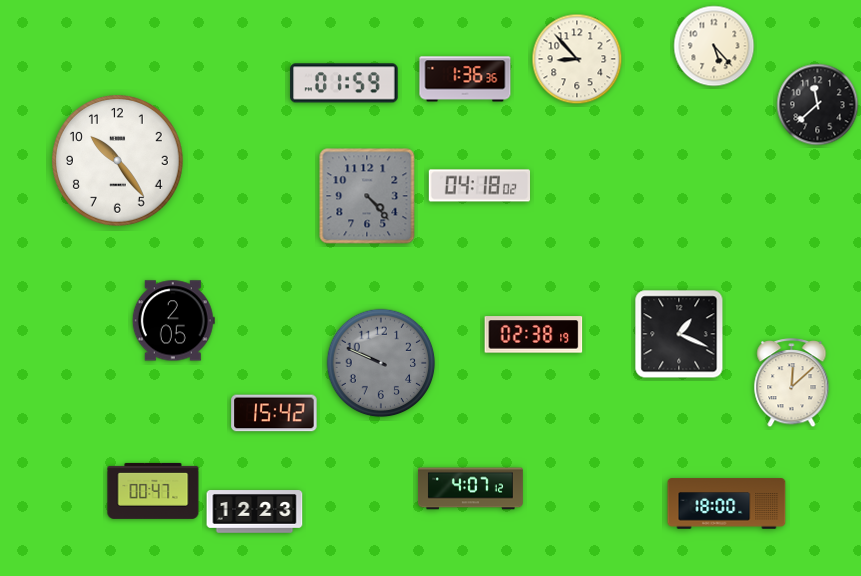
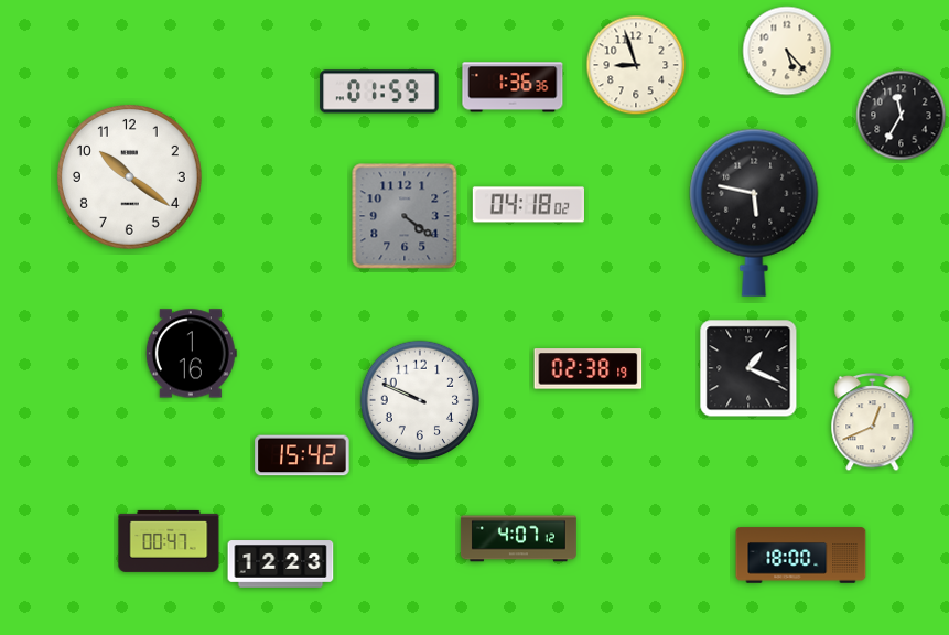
clock at (577, 59): 8:53 -> 8:57
clock at (818, 105): 11:38 -> 11:35
clock at (118, 160): 10:24 -> 10:21
clock at (754, 213): none -> 5:47
clock at (367, 196): 4:23 -> 4:21
clock at (173, 321): 2:05 -> 1:16
clock at (381, 363) dial: grey -> white
clock at (792, 384): 12:08 -> 12:41
